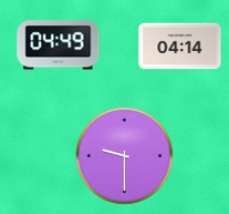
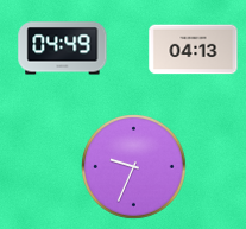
clock at (180, 47): 04:14 -> 04:13
clock at (125, 156): 9:30 -> 9:34
